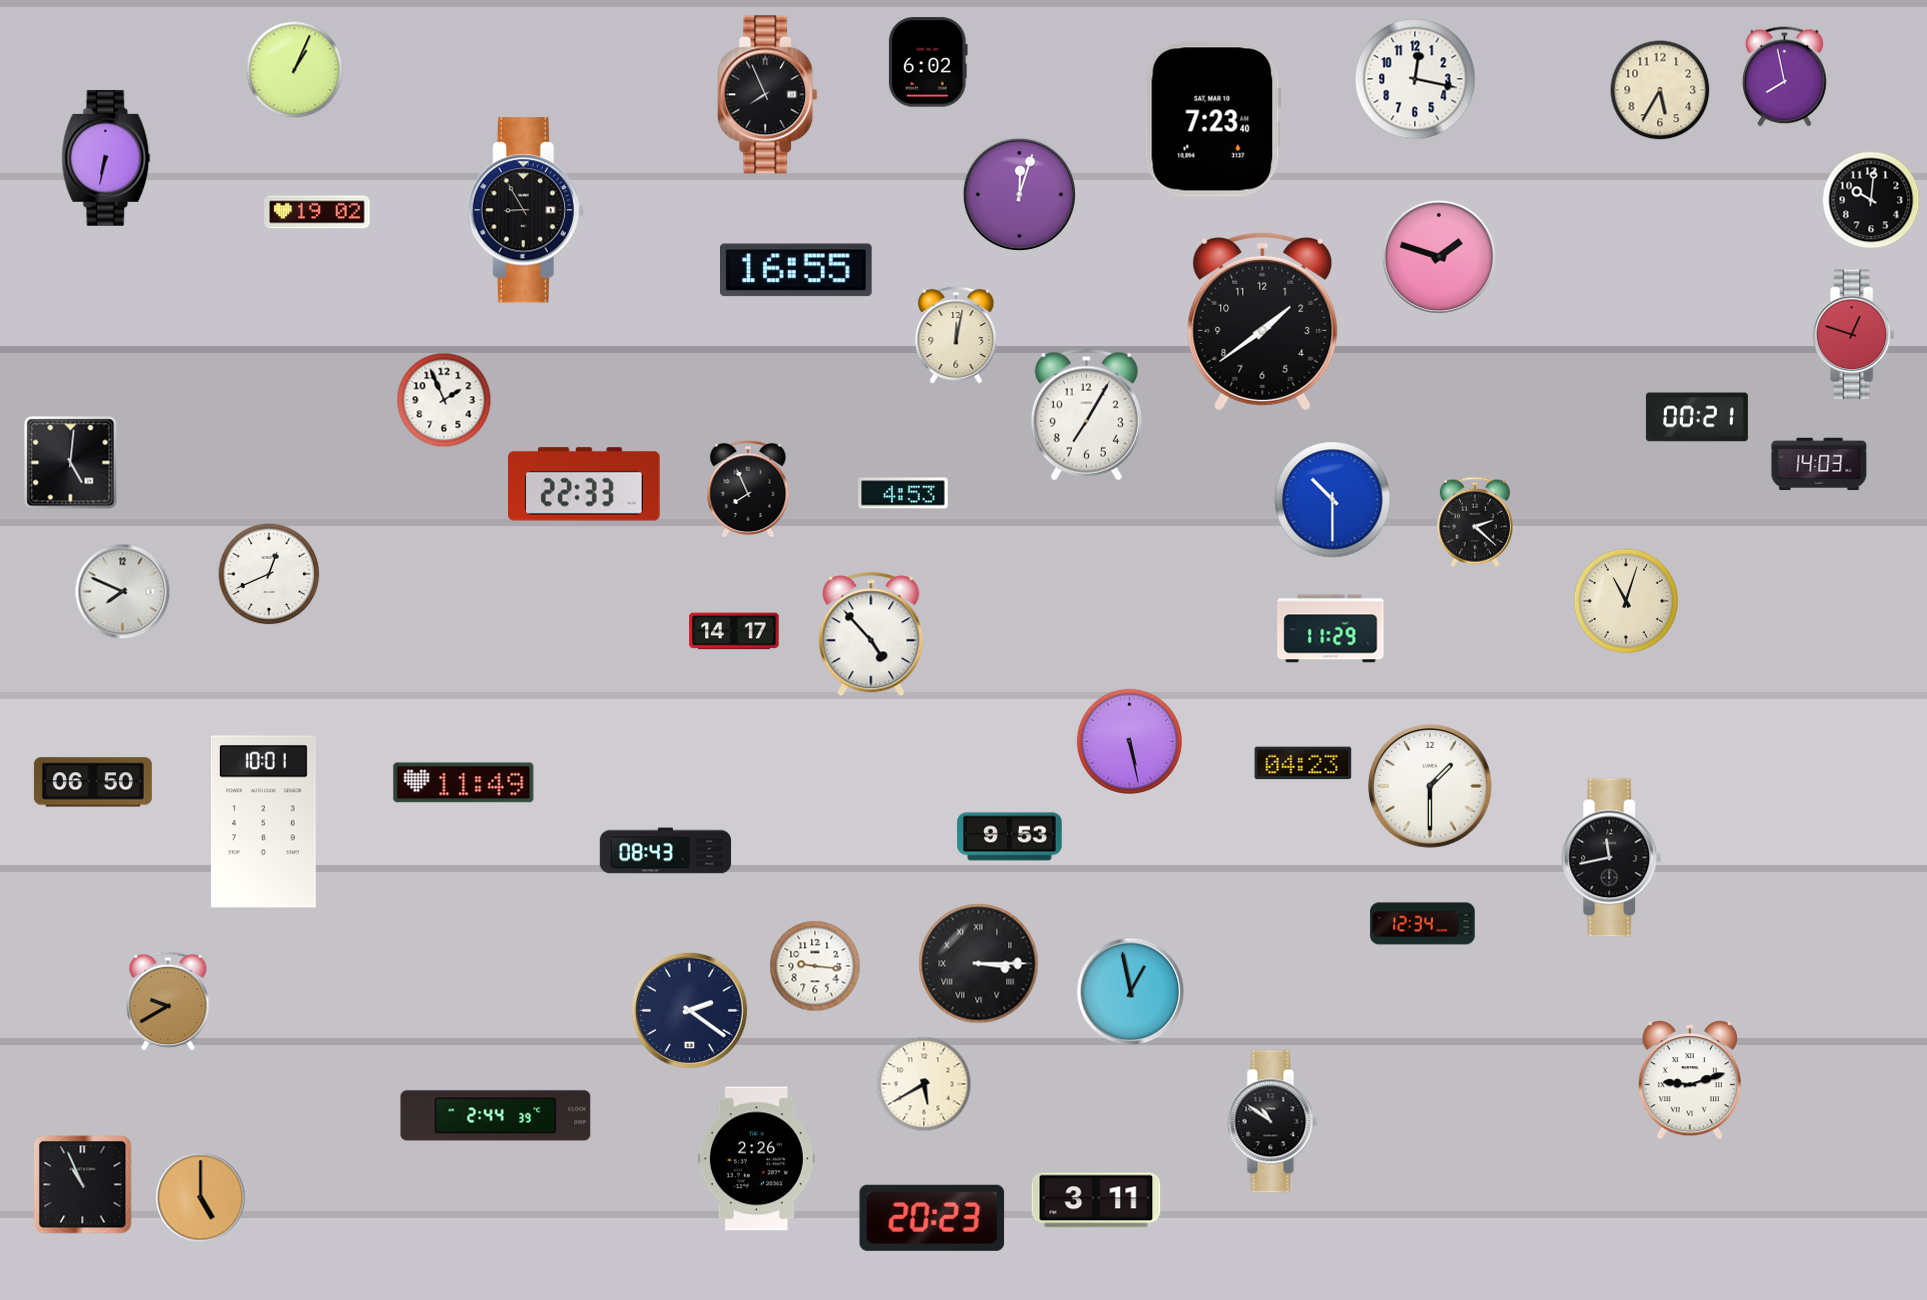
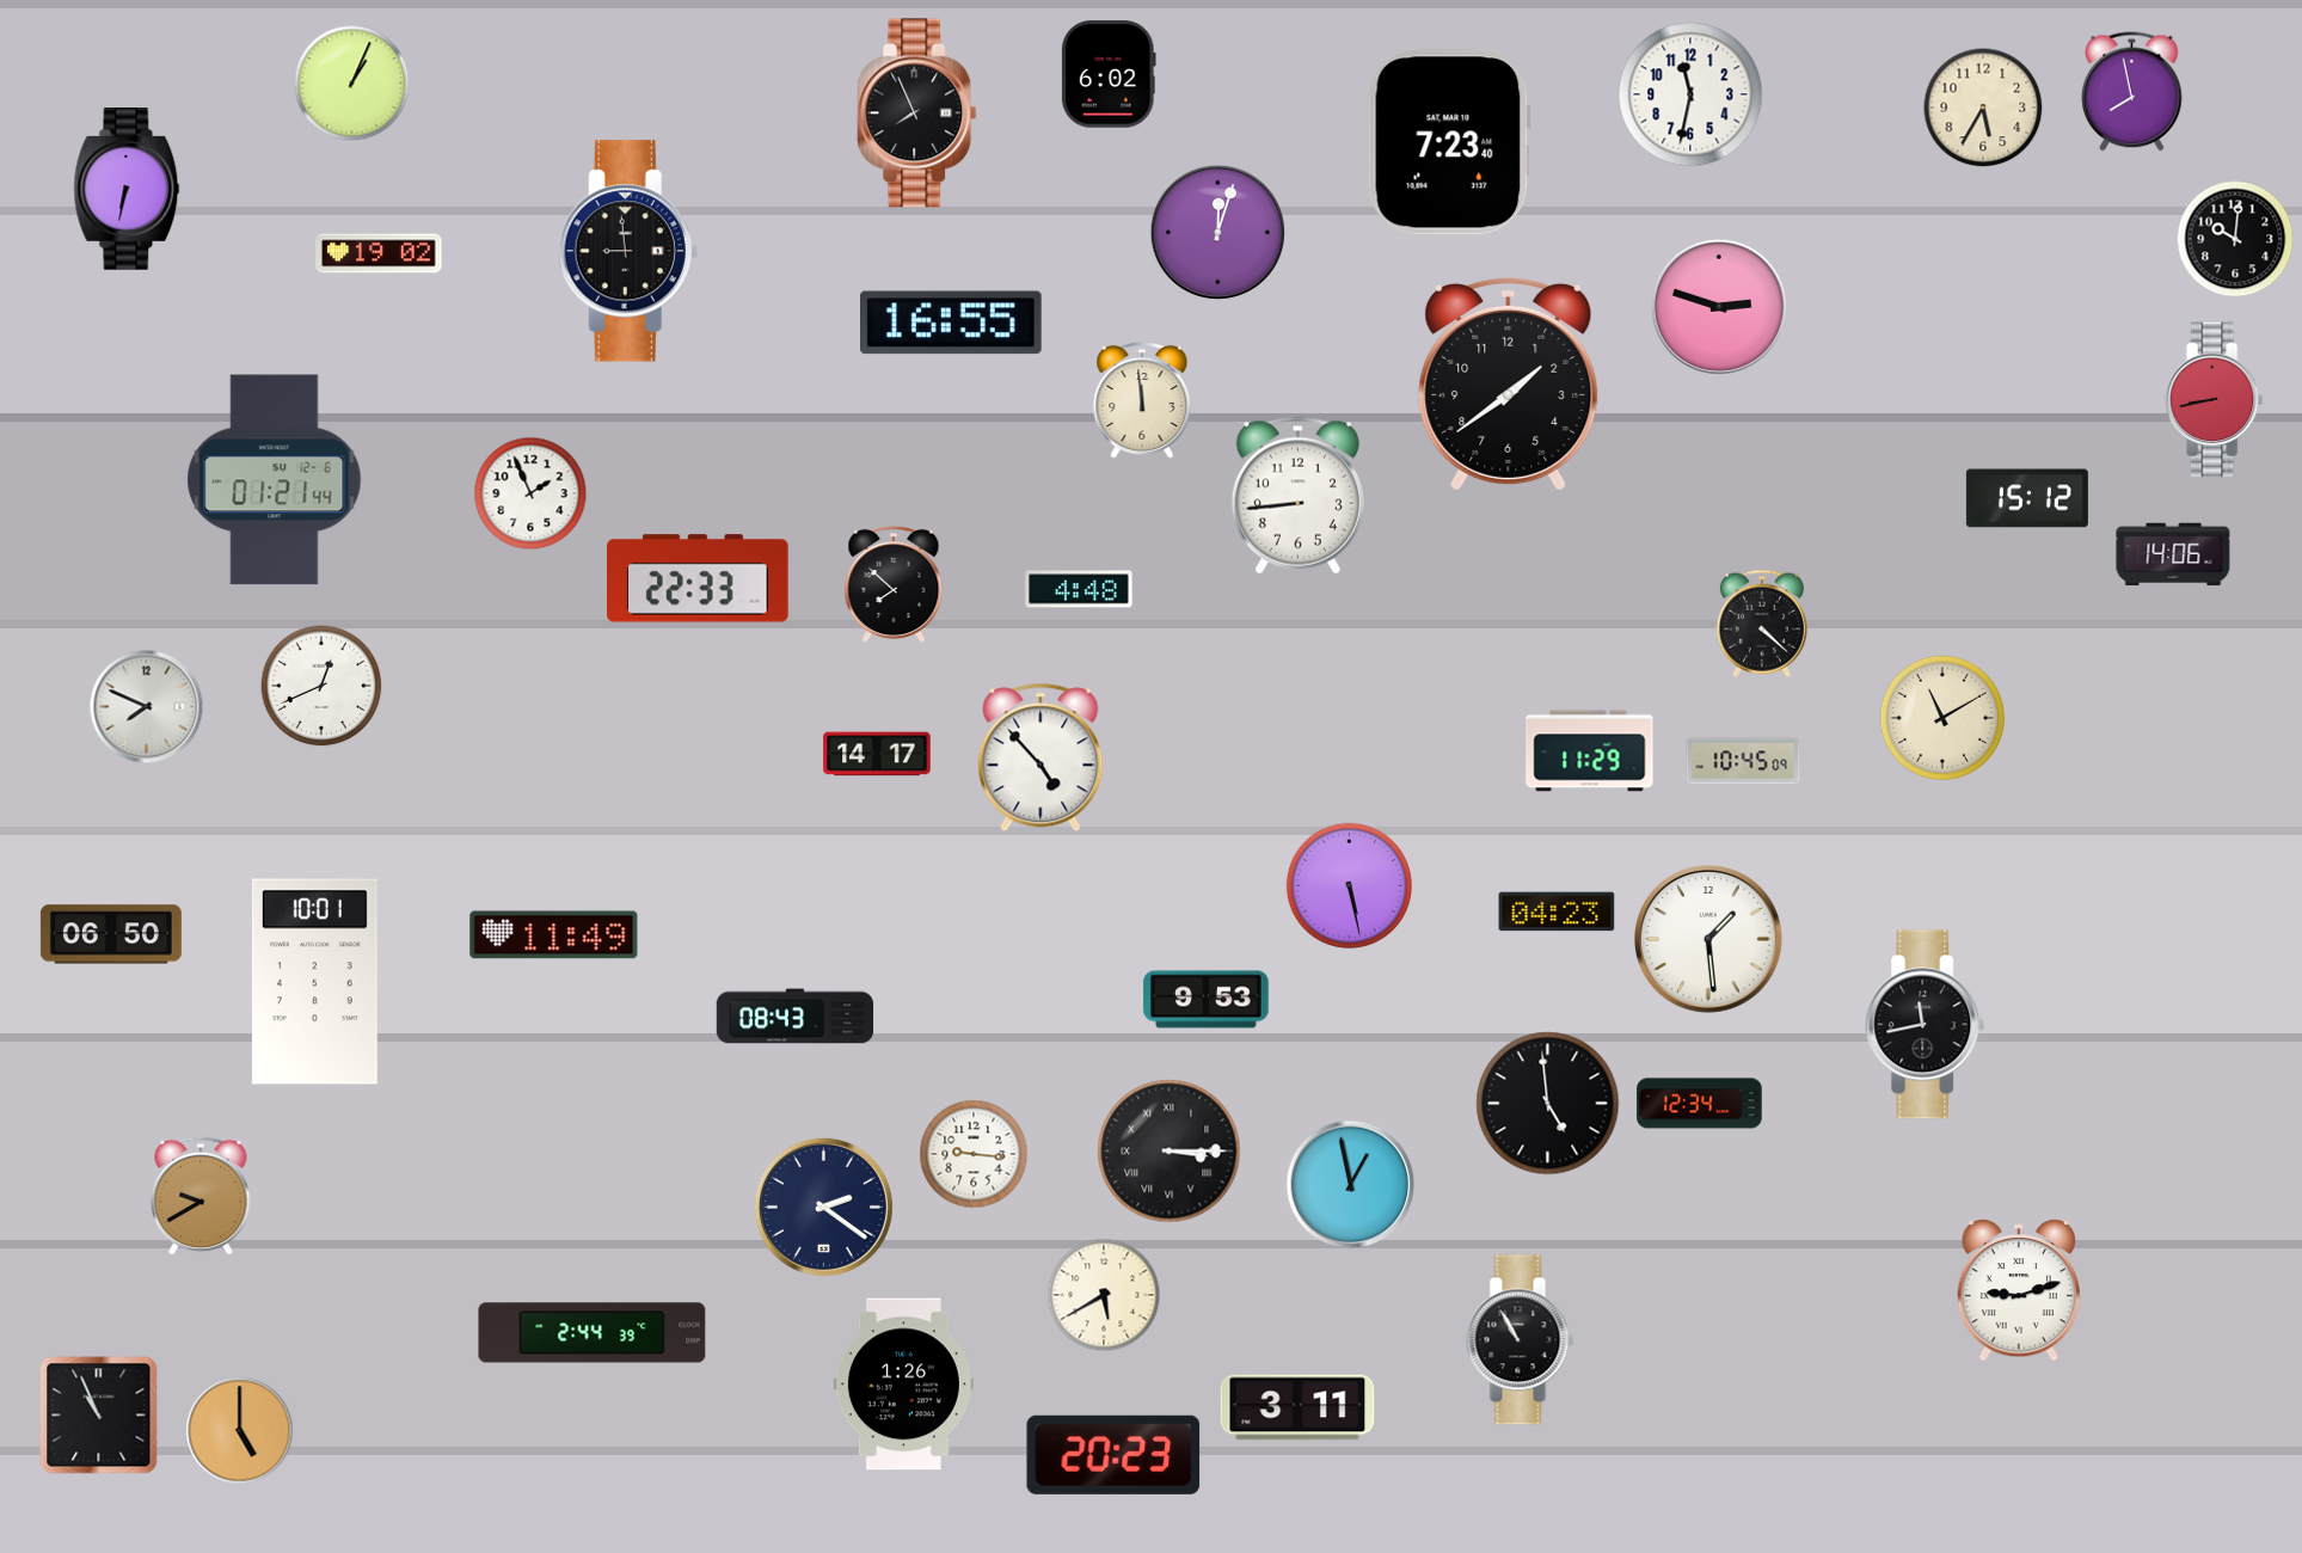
clock at (1415, 79): 12:17 -> 11:32
clock at (526, 210): 8:55 -> 8:59
clock at (1439, 257): 1:48 -> 2:48
clock at (956, 335): 12:02 -> 11:59
clock at (1853, 335): 12:48 -> 8:43
clock at (444, 400) position: (444, 400) -> (530, 493)
clock at (275, 480): none -> 01:21
clock at (1086, 415): 7:05 -> 8:44
clock at (1697, 417): 00:21 -> 15:12
clock at (71, 463): 5:01 -> none
clock at (1819, 464): 14:03 -> 14:06
clock at (748, 489): 7:56 -> 7:52
clock at (903, 493): 4:53 -> 4:48
clock at (1333, 500): 10:30 -> none
clock at (1475, 522): 2:22 -> 4:22
clock at (1625, 600): 11:03 -> 11:10
clock at (1743, 761): none -> 10:45
clock at (1431, 787): 1:30 -> 1:29
clock at (1548, 1104): none -> 4:59
clock at (1273, 1122): 10:51 -> 10:55
clock at (756, 1159): 2:26 -> 1:26
clock at (1096, 1200) position: (1096, 1200) -> (1297, 1407)
